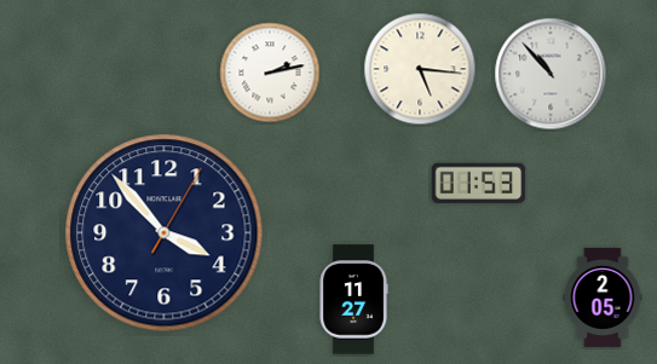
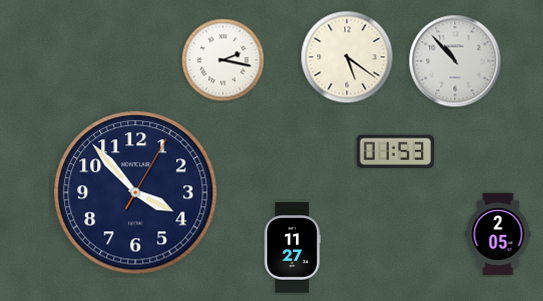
clock at (420, 69): 5:16 -> 5:21
clock at (270, 73): 2:13 -> 2:17
clock at (603, 297) position: (603, 297) -> (498, 234)
